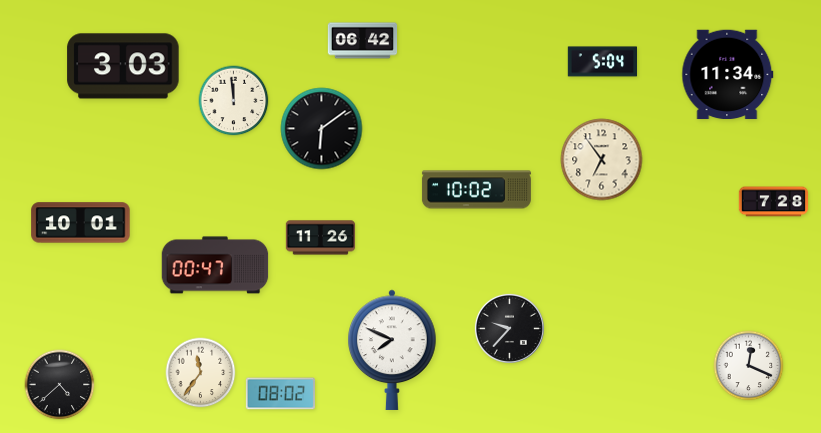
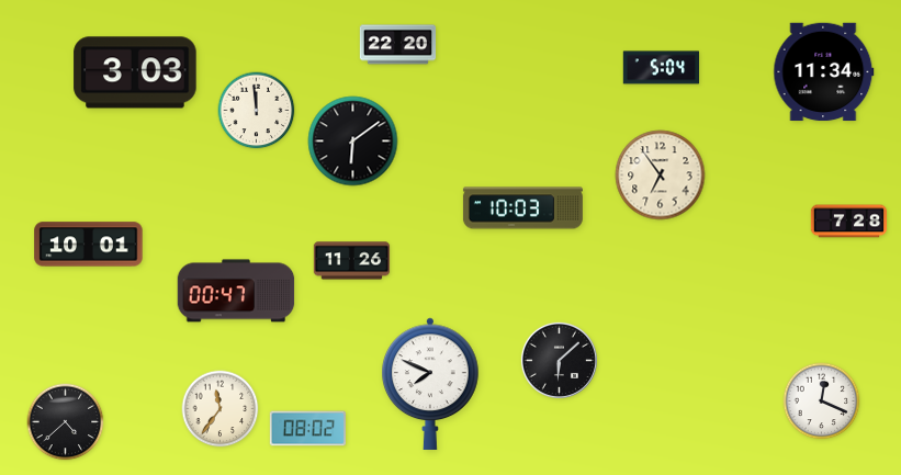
clock at (363, 41): 06:42 -> 22:20
clock at (728, 75) position: (728, 75) -> (824, 72)
clock at (476, 190): 10:02 -> 10:03
clock at (509, 328): 9:37 -> 6:08
clock at (281, 394) position: (281, 394) -> (308, 429)
